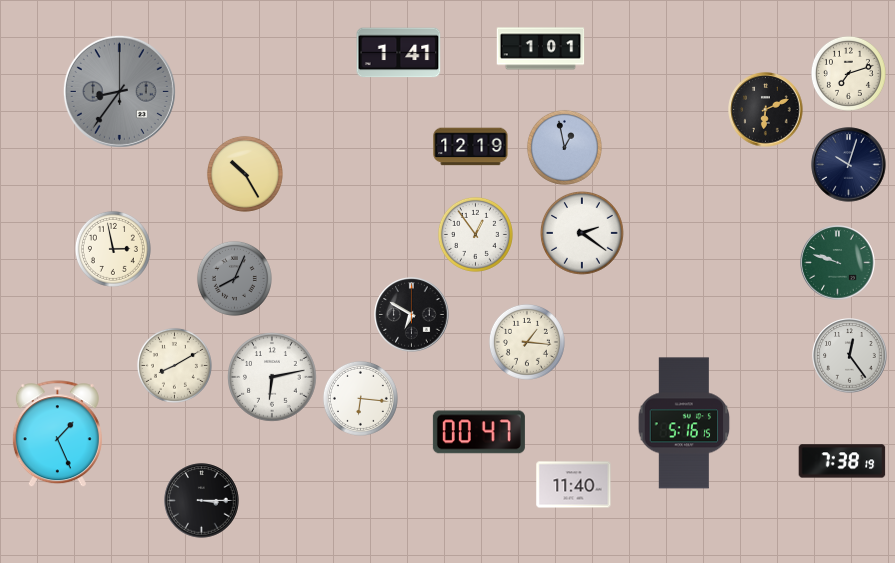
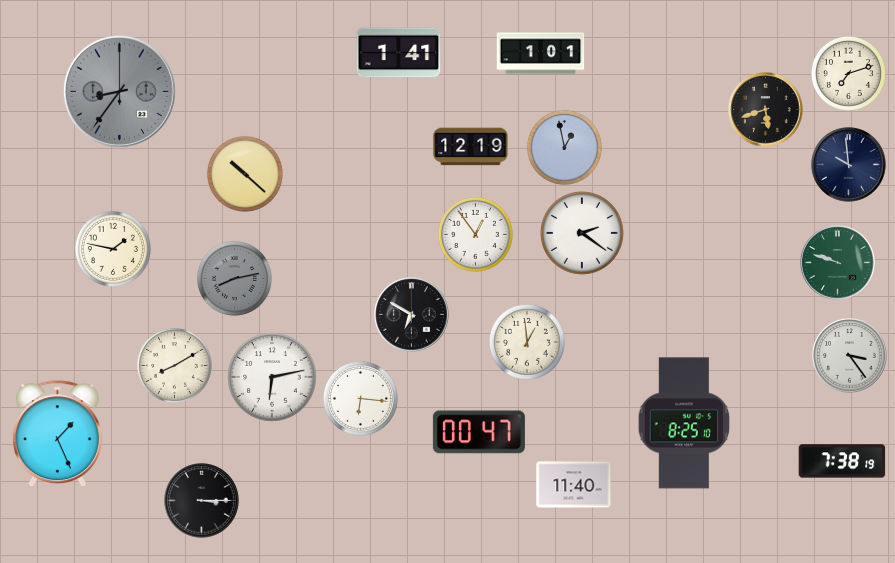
clock at (541, 49) position: (541, 49) -> (541, 54)
clock at (766, 110): 6:11 -> 5:42
clock at (849, 165): 10:03 -> 9:59
clock at (245, 174): 10:25 -> 10:22
clock at (113, 249): 2:58 -> 1:47
clock at (234, 278): 8:04 -> 8:13
clock at (527, 342): 1:16 -> 12:59
clock at (850, 356): 12:24 -> 3:24
clock at (684, 423): 5:16 -> 8:25
